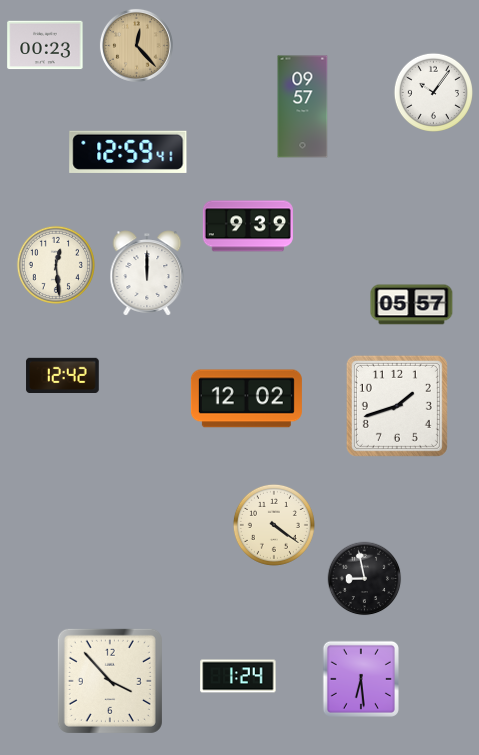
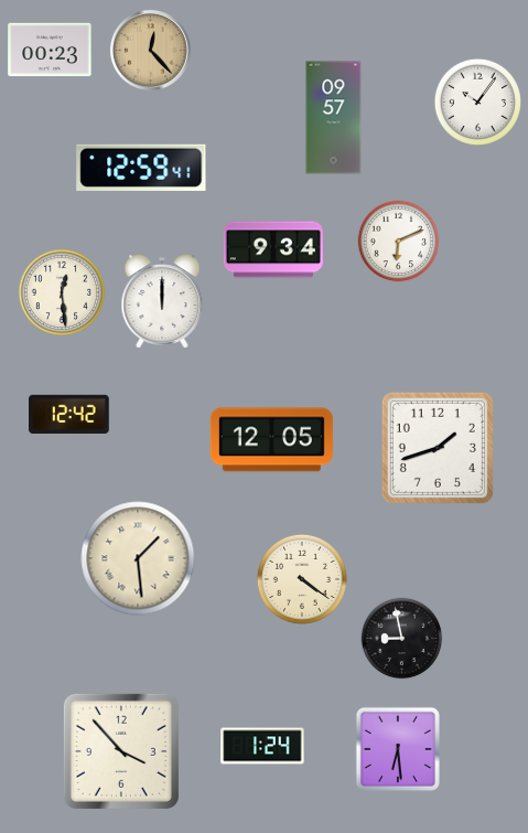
clock at (399, 242): none -> 6:11
clock at (248, 226): 9:39 -> 9:34
clock at (412, 305): 05:57 -> none
clock at (246, 399): 12:02 -> 12:05
clock at (138, 558): none -> 1:29
